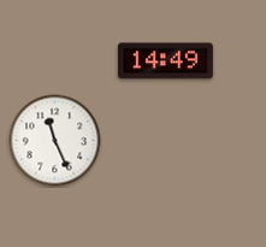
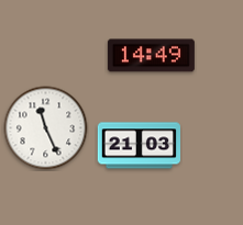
clock at (55, 141) position: (55, 141) -> (46, 128)
clock at (139, 146): none -> 21:03
